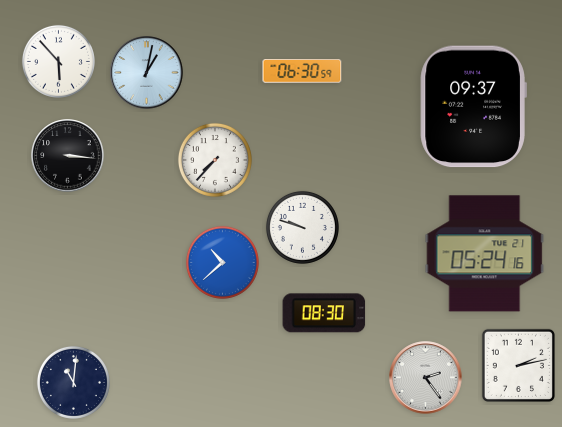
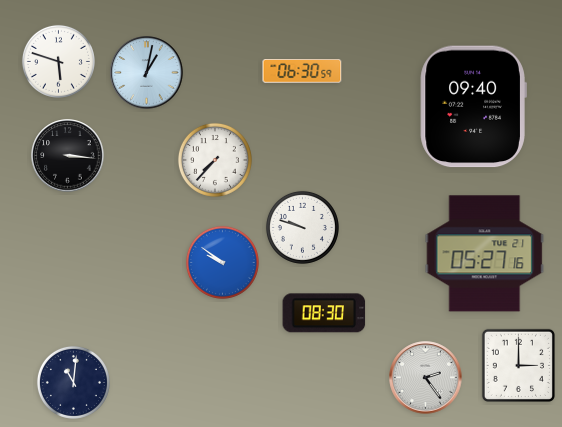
clock at (58, 61): 5:53 -> 5:48
clock at (473, 107): 09:37 -> 09:40
clock at (485, 254): 05:24 -> 05:27
clock at (222, 262): 10:38 -> 9:51
clock at (518, 365): 2:13 -> 3:00
